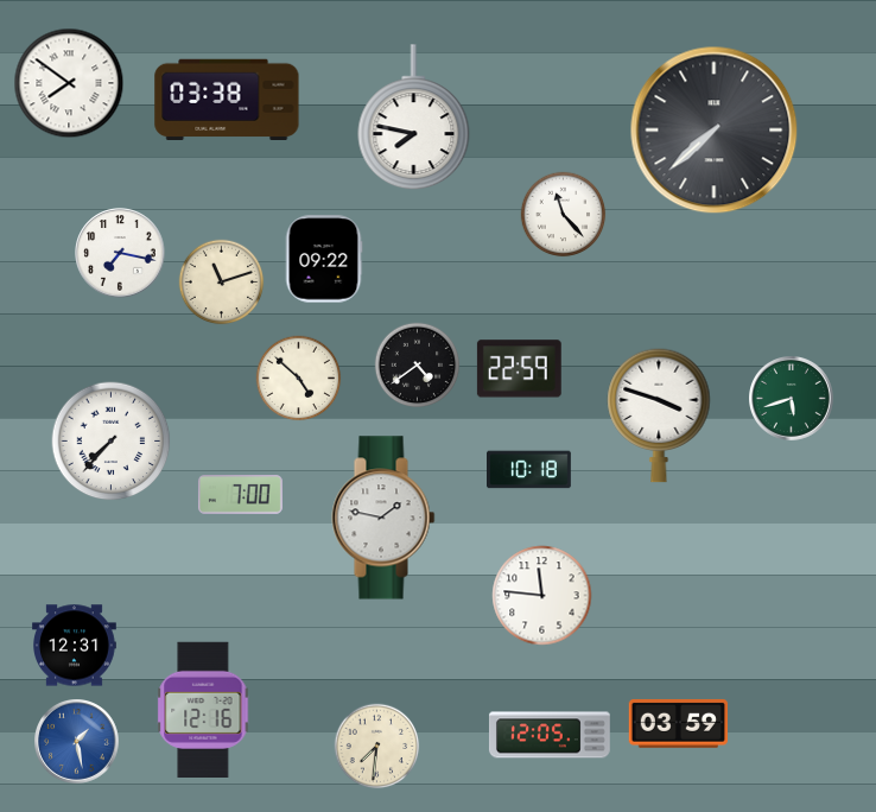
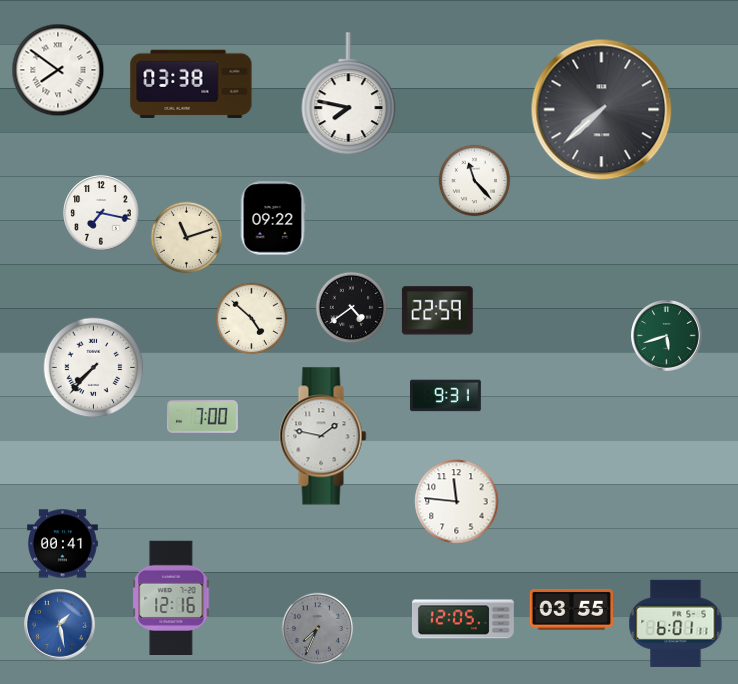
clock at (414, 118) position: (414, 118) -> (349, 94)
clock at (659, 415): 3:48 -> none
clock at (112, 442) position: (112, 442) -> (94, 368)
clock at (529, 470): 10:18 -> 9:31
clock at (75, 646): 12:31 -> 00:41
clock at (678, 723): 03:59 -> 03:55
clock at (676, 623): none -> 6:01
clock at (77, 742) position: (77, 742) -> (60, 625)
clock at (377, 747): 7:31 -> 7:34
clock at (377, 747) dial: cream -> grey
